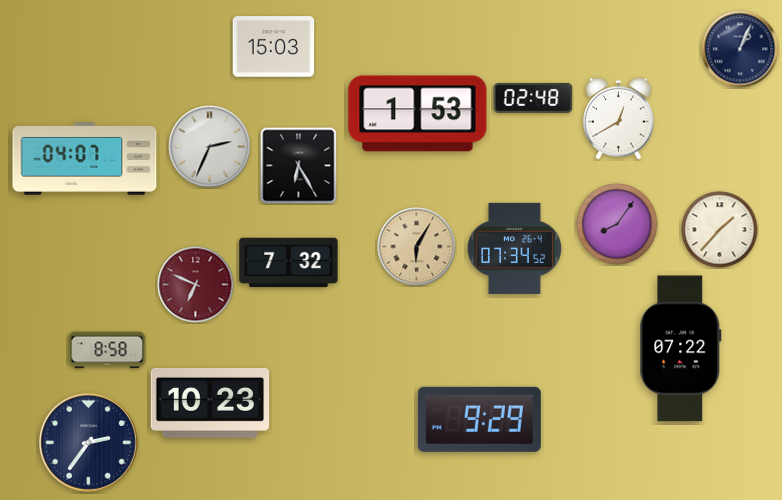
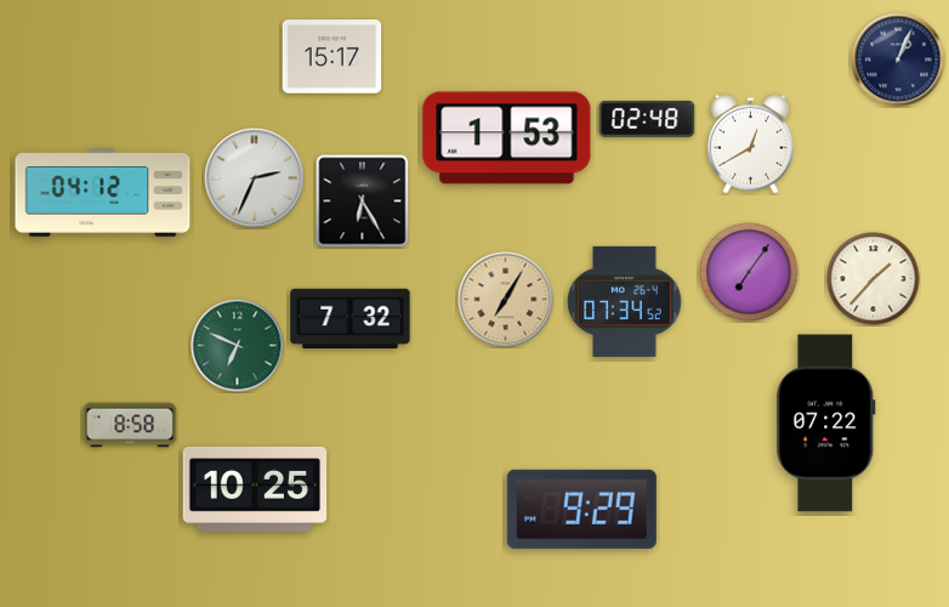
clock at (274, 47): 15:03 -> 15:17
clock at (85, 159): 04:07 -> 04:12
clock at (617, 224): 8:06 -> 7:06
clock at (417, 247): 6:05 -> 7:05
clock at (196, 285) dial: burgundy -> green
clock at (210, 403): 10:23 -> 10:25
clock at (89, 443): 2:36 -> none
